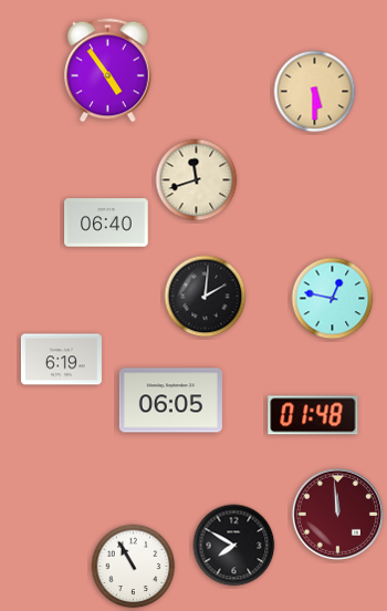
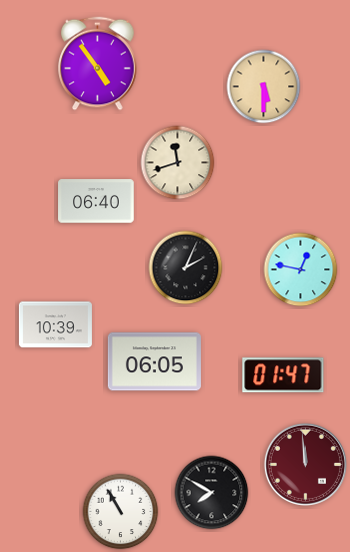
clock at (315, 92) position: (315, 92) -> (264, 87)
clock at (206, 297): 2:01 -> 2:04
clock at (61, 360): 6:19 -> 10:39
clock at (313, 415): 01:48 -> 01:47
